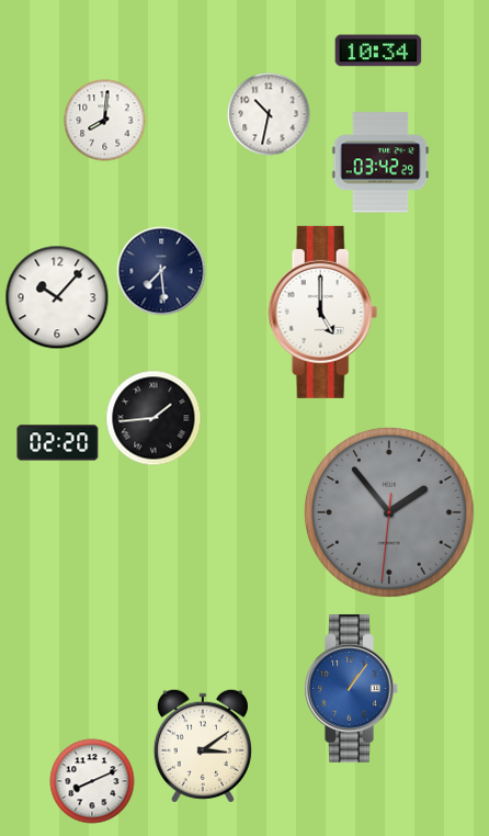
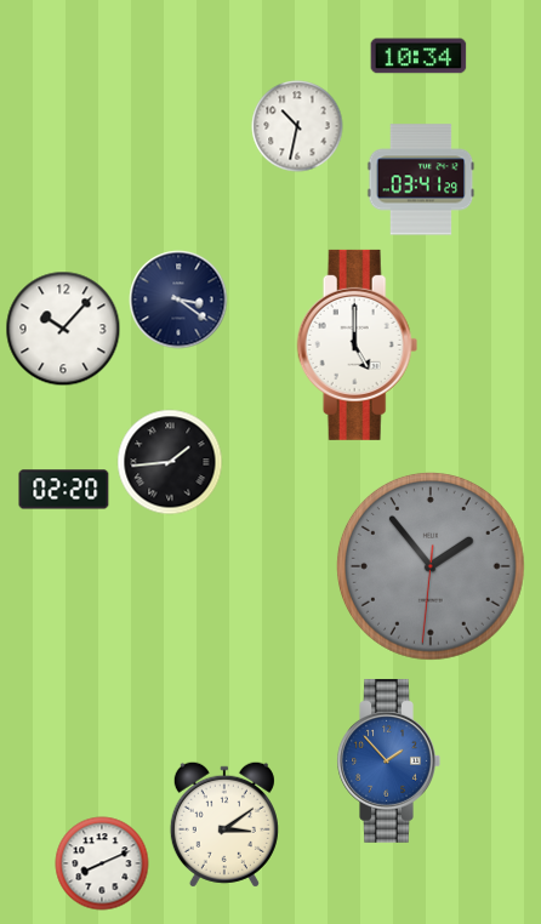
clock at (105, 121): 8:01 -> none
clock at (380, 162): 03:42 -> 03:41
clock at (161, 271): 7:29 -> 3:21
clock at (351, 688): 1:06 -> 1:53
